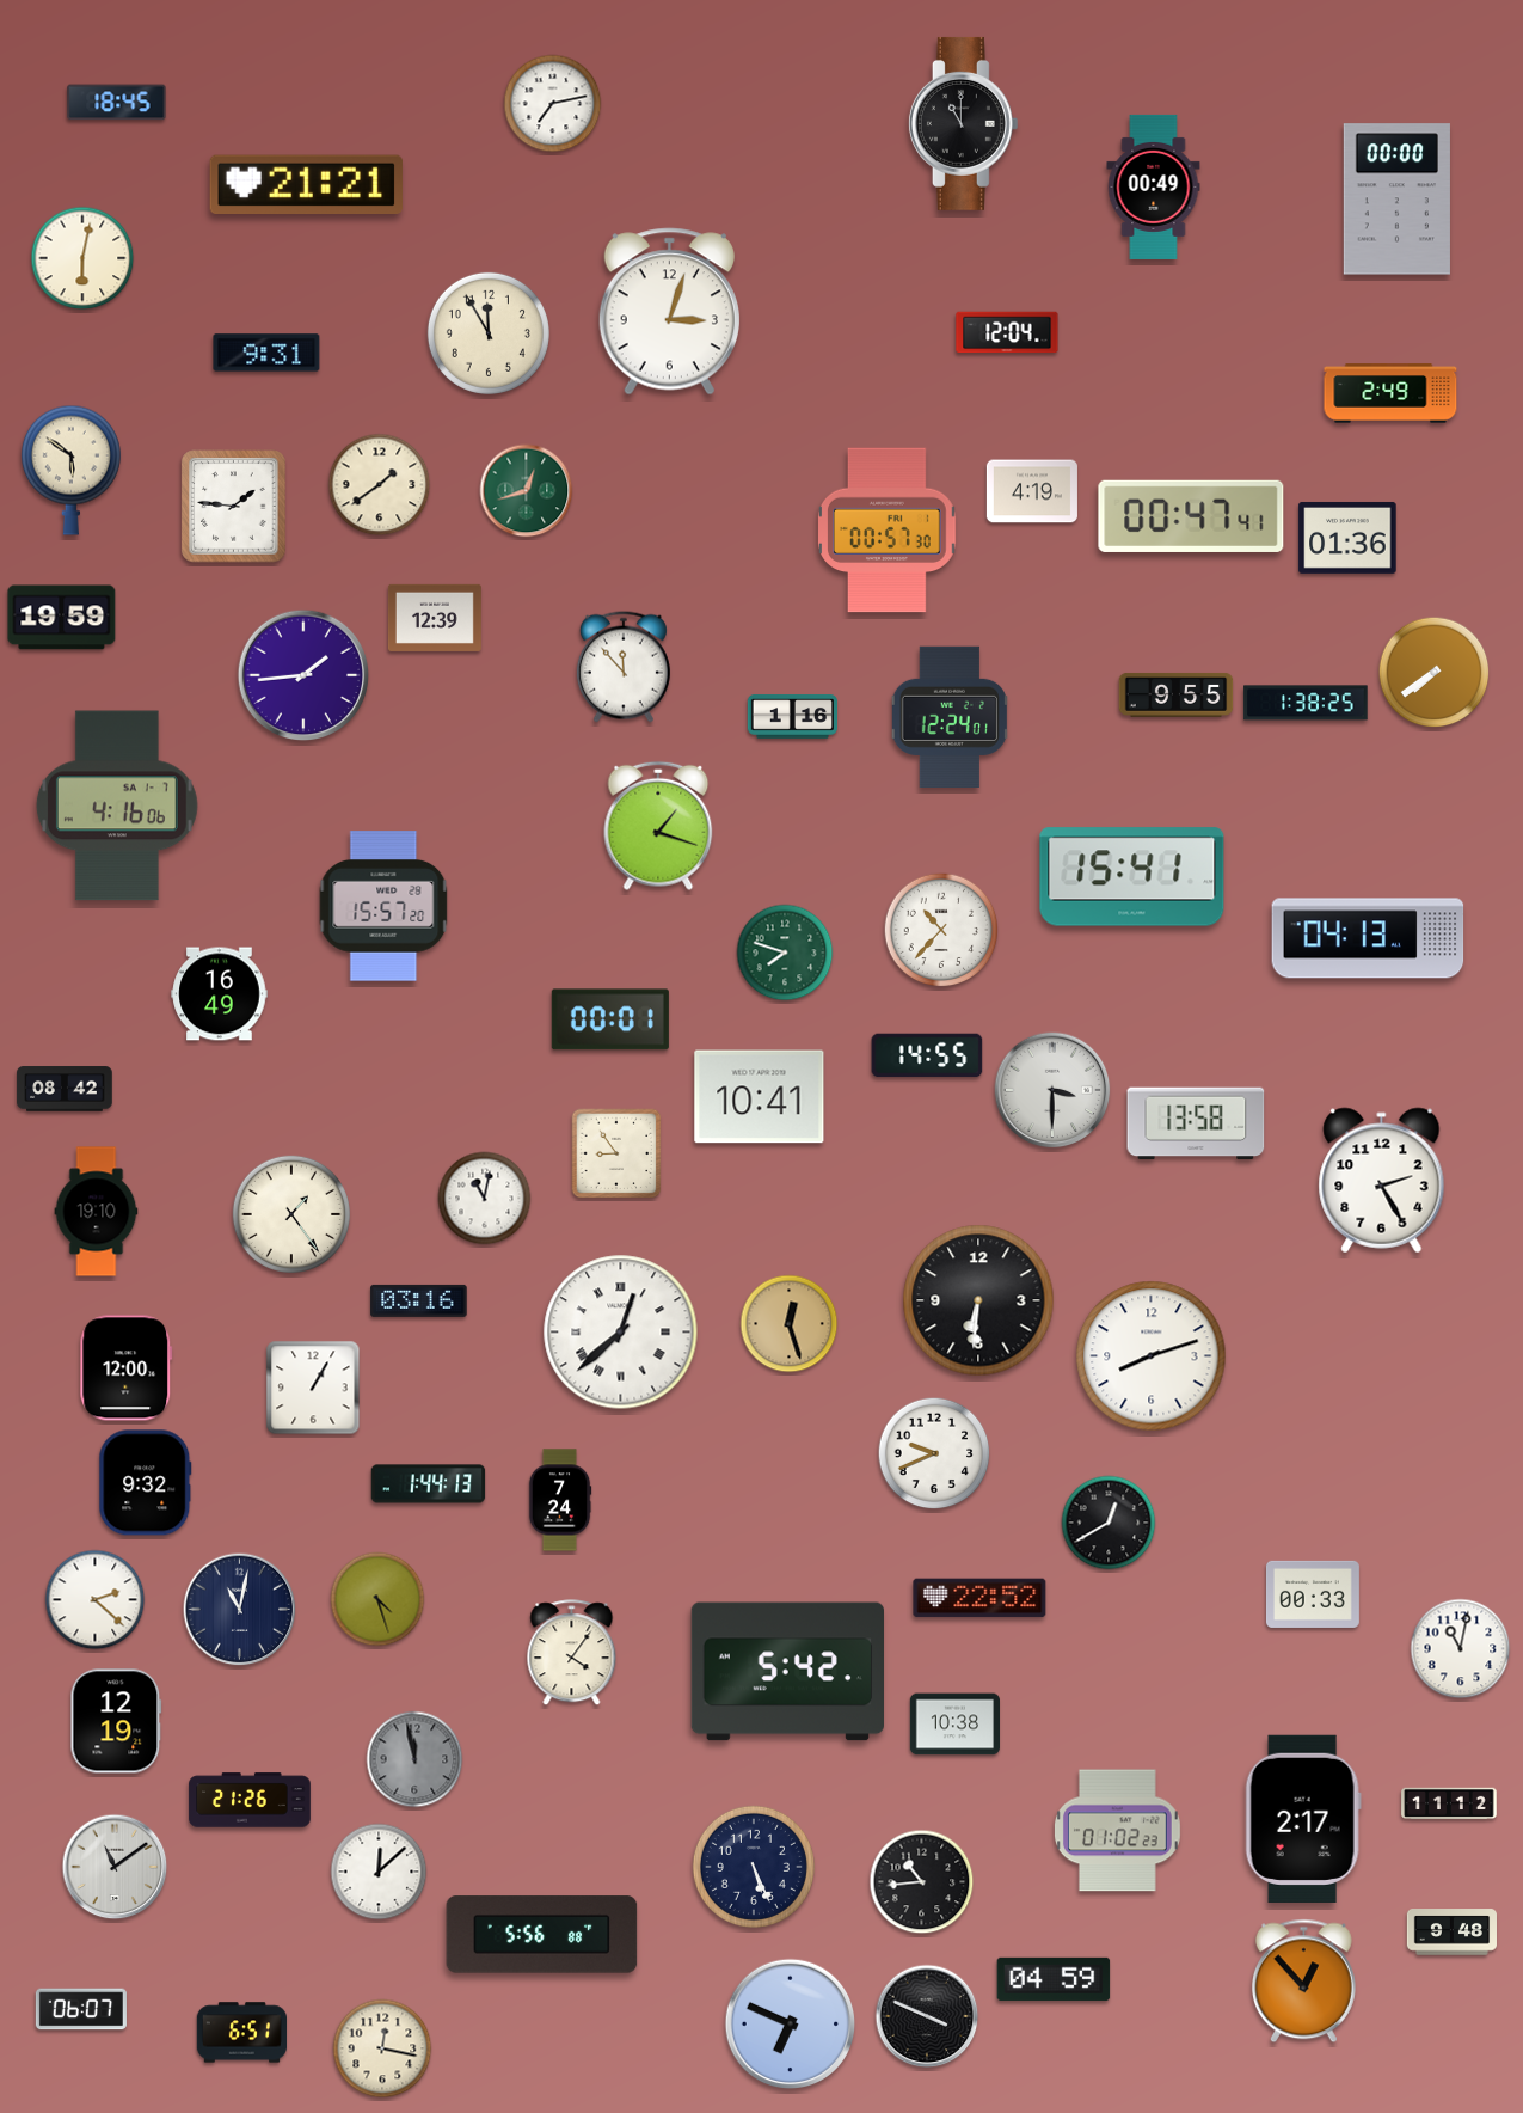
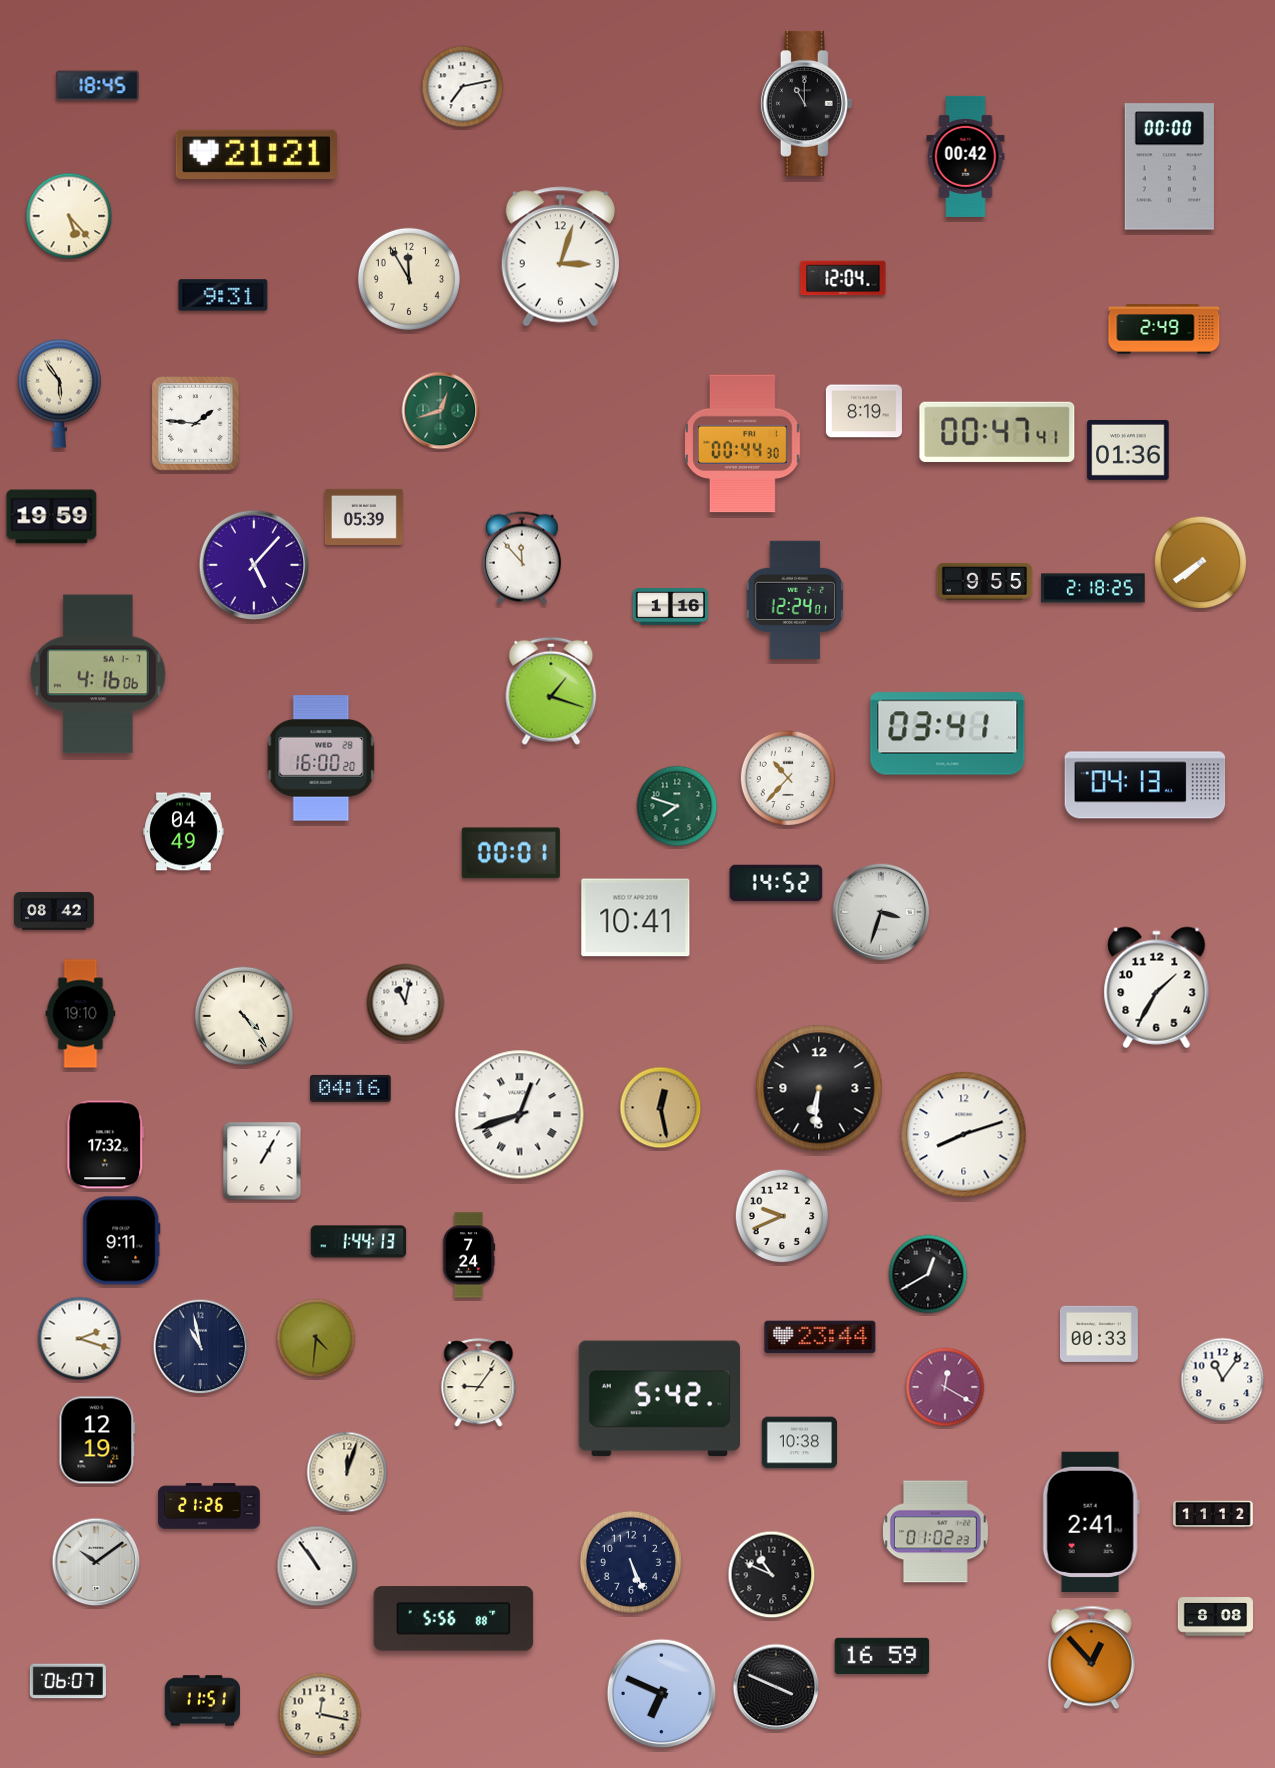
clock at (1154, 186): 00:49 -> 00:42
clock at (82, 258): 6:02 -> 5:23
clock at (669, 312) position: (669, 312) -> (560, 257)
clock at (70, 470): 5:51 -> 5:54
clock at (380, 485): 1:39 -> none
clock at (1032, 491): 4:19 -> 8:19
clock at (888, 531): 00:57 -> 00:44
clock at (435, 618): 12:39 -> 05:39
clock at (303, 675): 1:44 -> 5:07
clock at (1306, 703): 1:38 -> 2:18
clock at (792, 717) position: (792, 717) -> (670, 607)
clock at (1132, 877): 15:41 -> 03:41
clock at (383, 906): 15:57 -> 16:00
clock at (785, 953) position: (785, 953) -> (677, 806)
clock at (220, 994): 16:49 -> 04:49
clock at (927, 1055): 14:55 -> 14:52
clock at (1052, 1090): 3:30 -> 3:33
clock at (1196, 1123): 13:58 -> none
clock at (616, 1153): 8:54 -> none
clock at (1382, 1181): 2:25 -> 1:35
clock at (290, 1213): 1:24 -> 4:24
clock at (419, 1300): 03:16 -> 04:16
clock at (790, 1324): 12:27 -> 12:28
clock at (621, 1333): 12:38 -> 12:42
clock at (127, 1368): 12:00 -> 17:32
clock at (146, 1483): 9:32 -> 9:11
clock at (979, 1598): 22:52 -> 23:44
clock at (377, 1599): 4:27 -> 4:31
clock at (96, 1600): 2:22 -> 2:18
clock at (240, 1610): 11:02 -> 10:58
clock at (1461, 1649): 11:02 -> 11:06
clock at (572, 1653): 4:06 -> 9:06
clock at (945, 1387): none -> 12:20
clock at (414, 1759): 11:58 -> 12:03
clock at (414, 1759) dial: grey -> cream
clock at (1449, 1803) position: (1449, 1803) -> (1213, 1514)
clock at (1303, 1819): 2:17 -> 2:41
clock at (115, 1867): 11:09 -> 10:09
clock at (379, 1872): 12:08 -> 10:54
clock at (922, 1882): 10:44 -> 10:49
clock at (1451, 1933): 9:48 -> 8:08
clock at (1054, 1979): 04:59 -> 16:59
clock at (241, 2033): 6:51 -> 11:51
